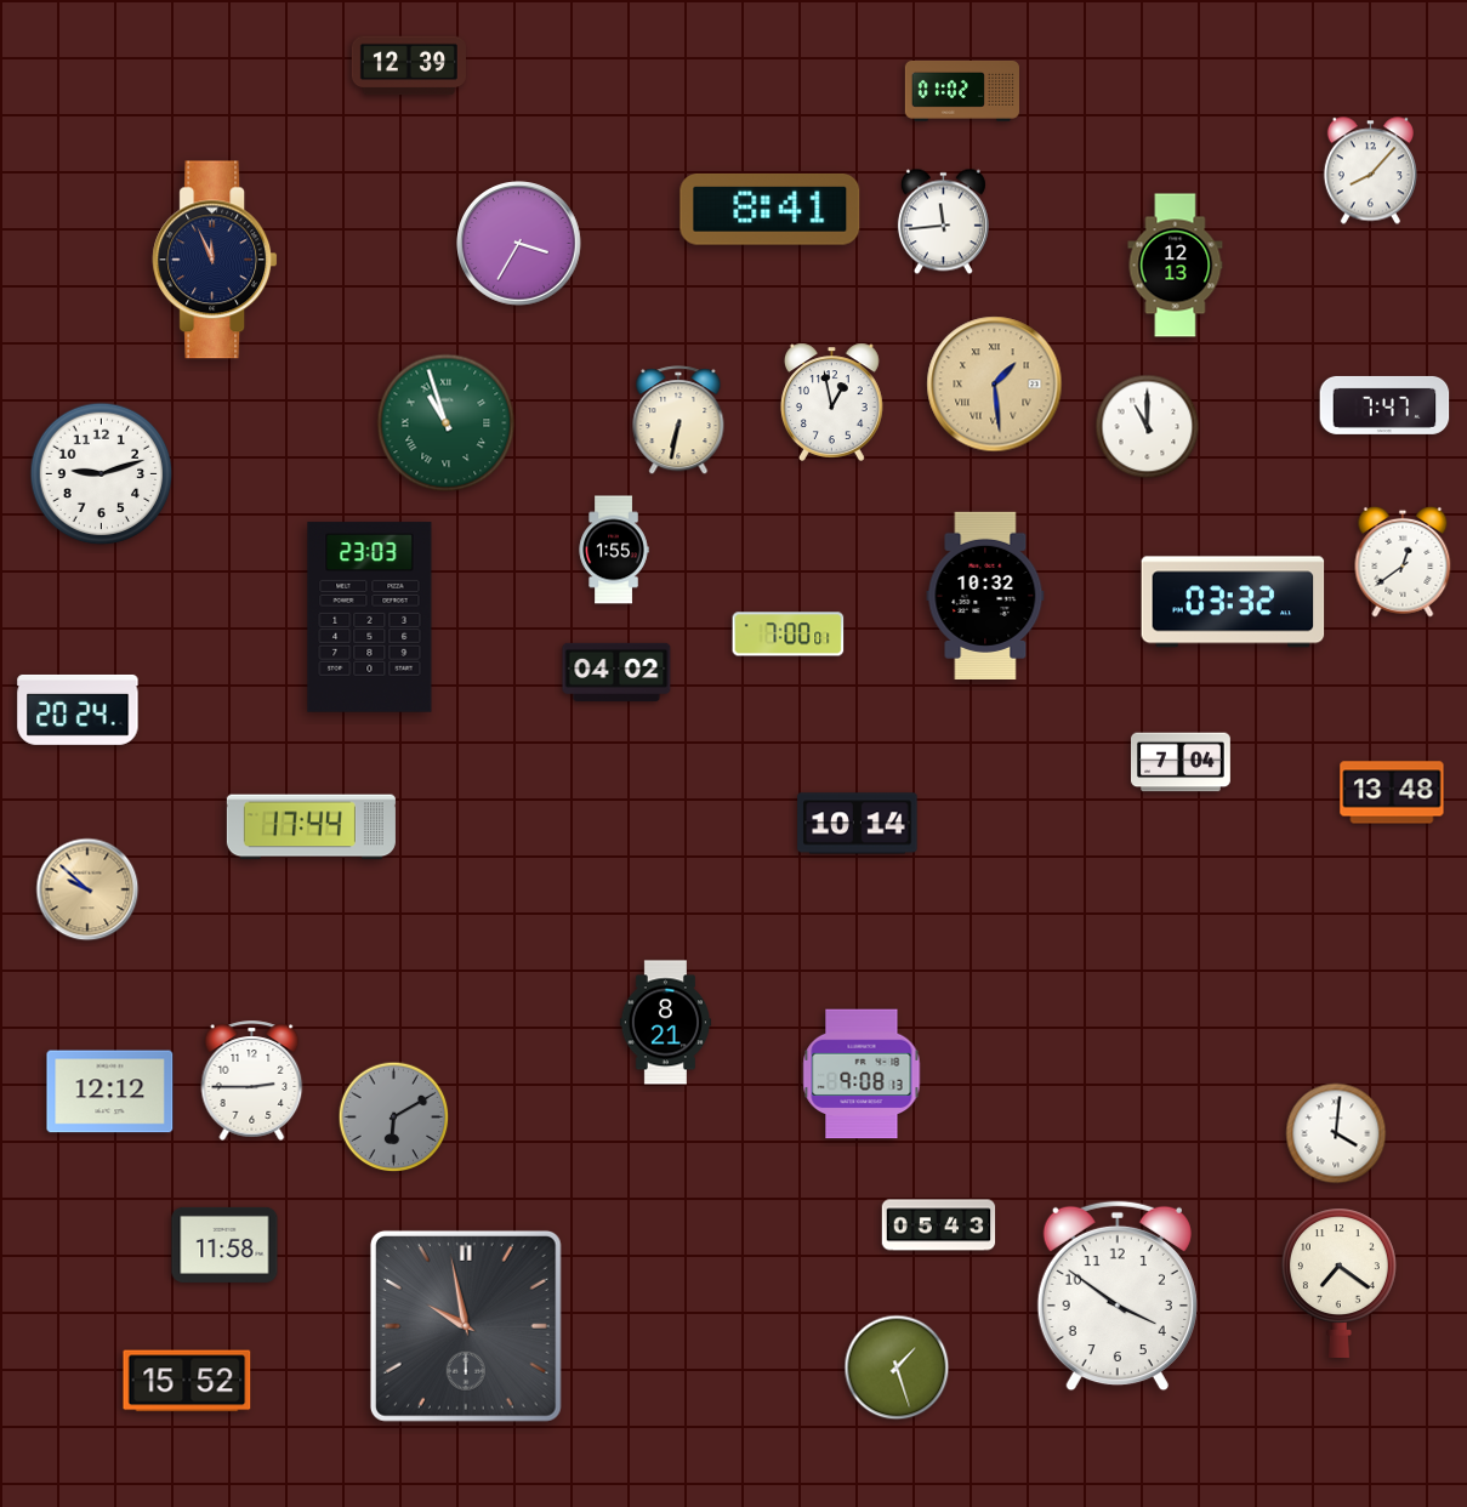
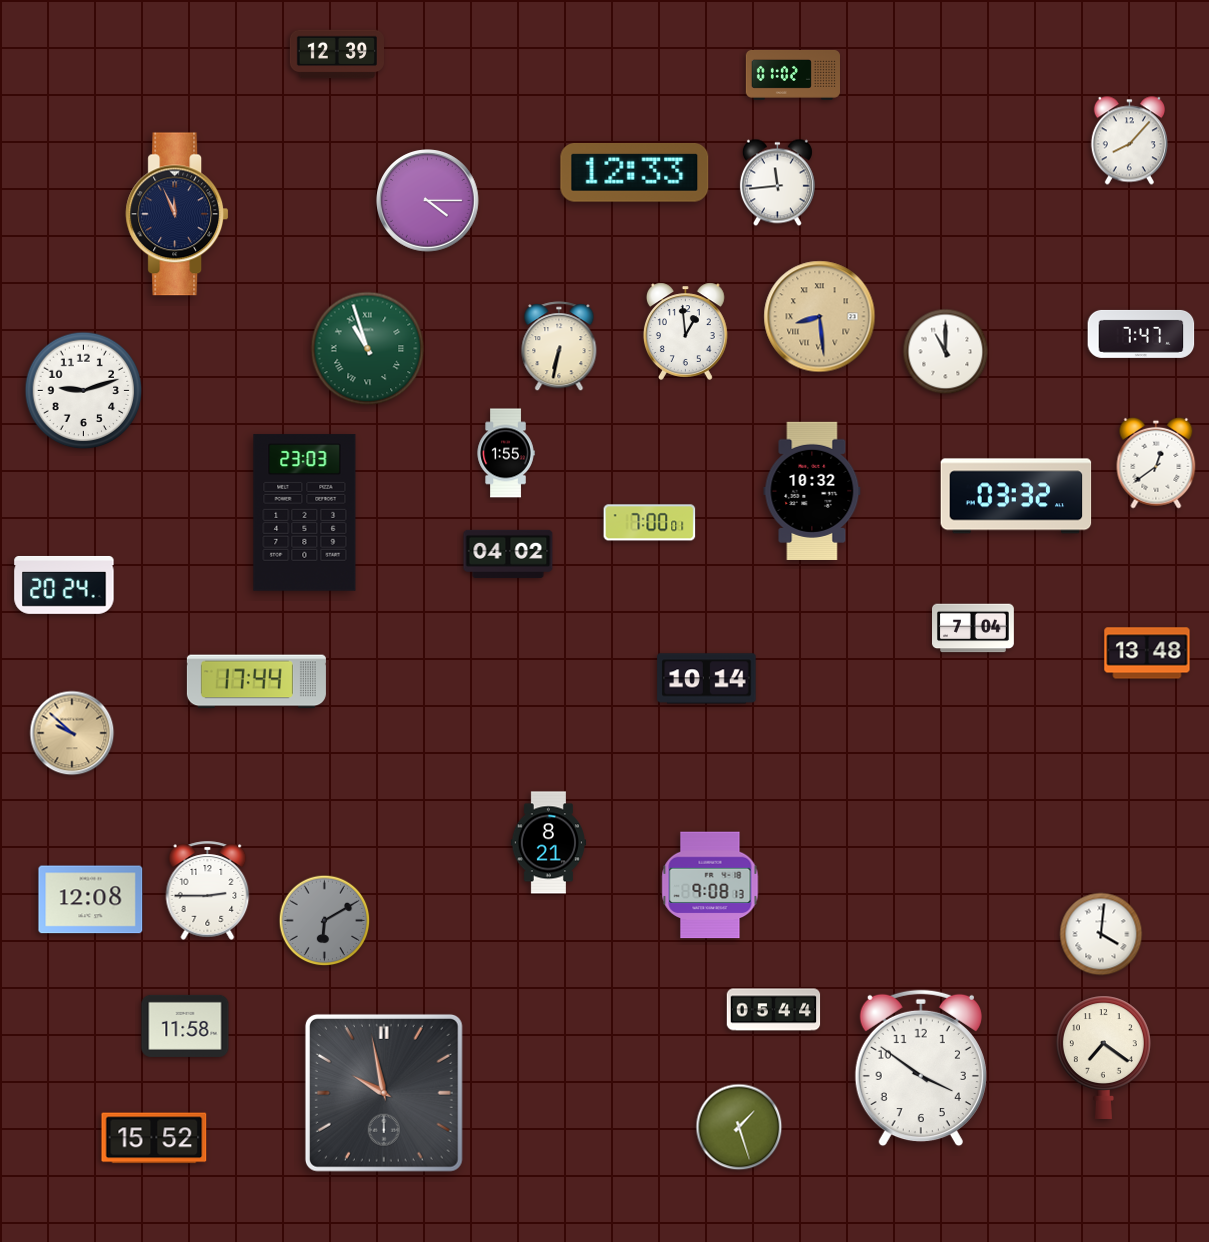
clock at (771, 209): 8:41 -> 12:33
clock at (519, 244): 3:35 -> 4:15
clock at (1176, 266): 12:13 -> none
clock at (995, 385): 1:29 -> 8:29
clock at (831, 402): 12:58 -> 12:59
clock at (370, 618) position: (370, 618) -> (305, 513)
clock at (110, 1092): 12:12 -> 12:08
clock at (939, 1225): 05:43 -> 05:44
